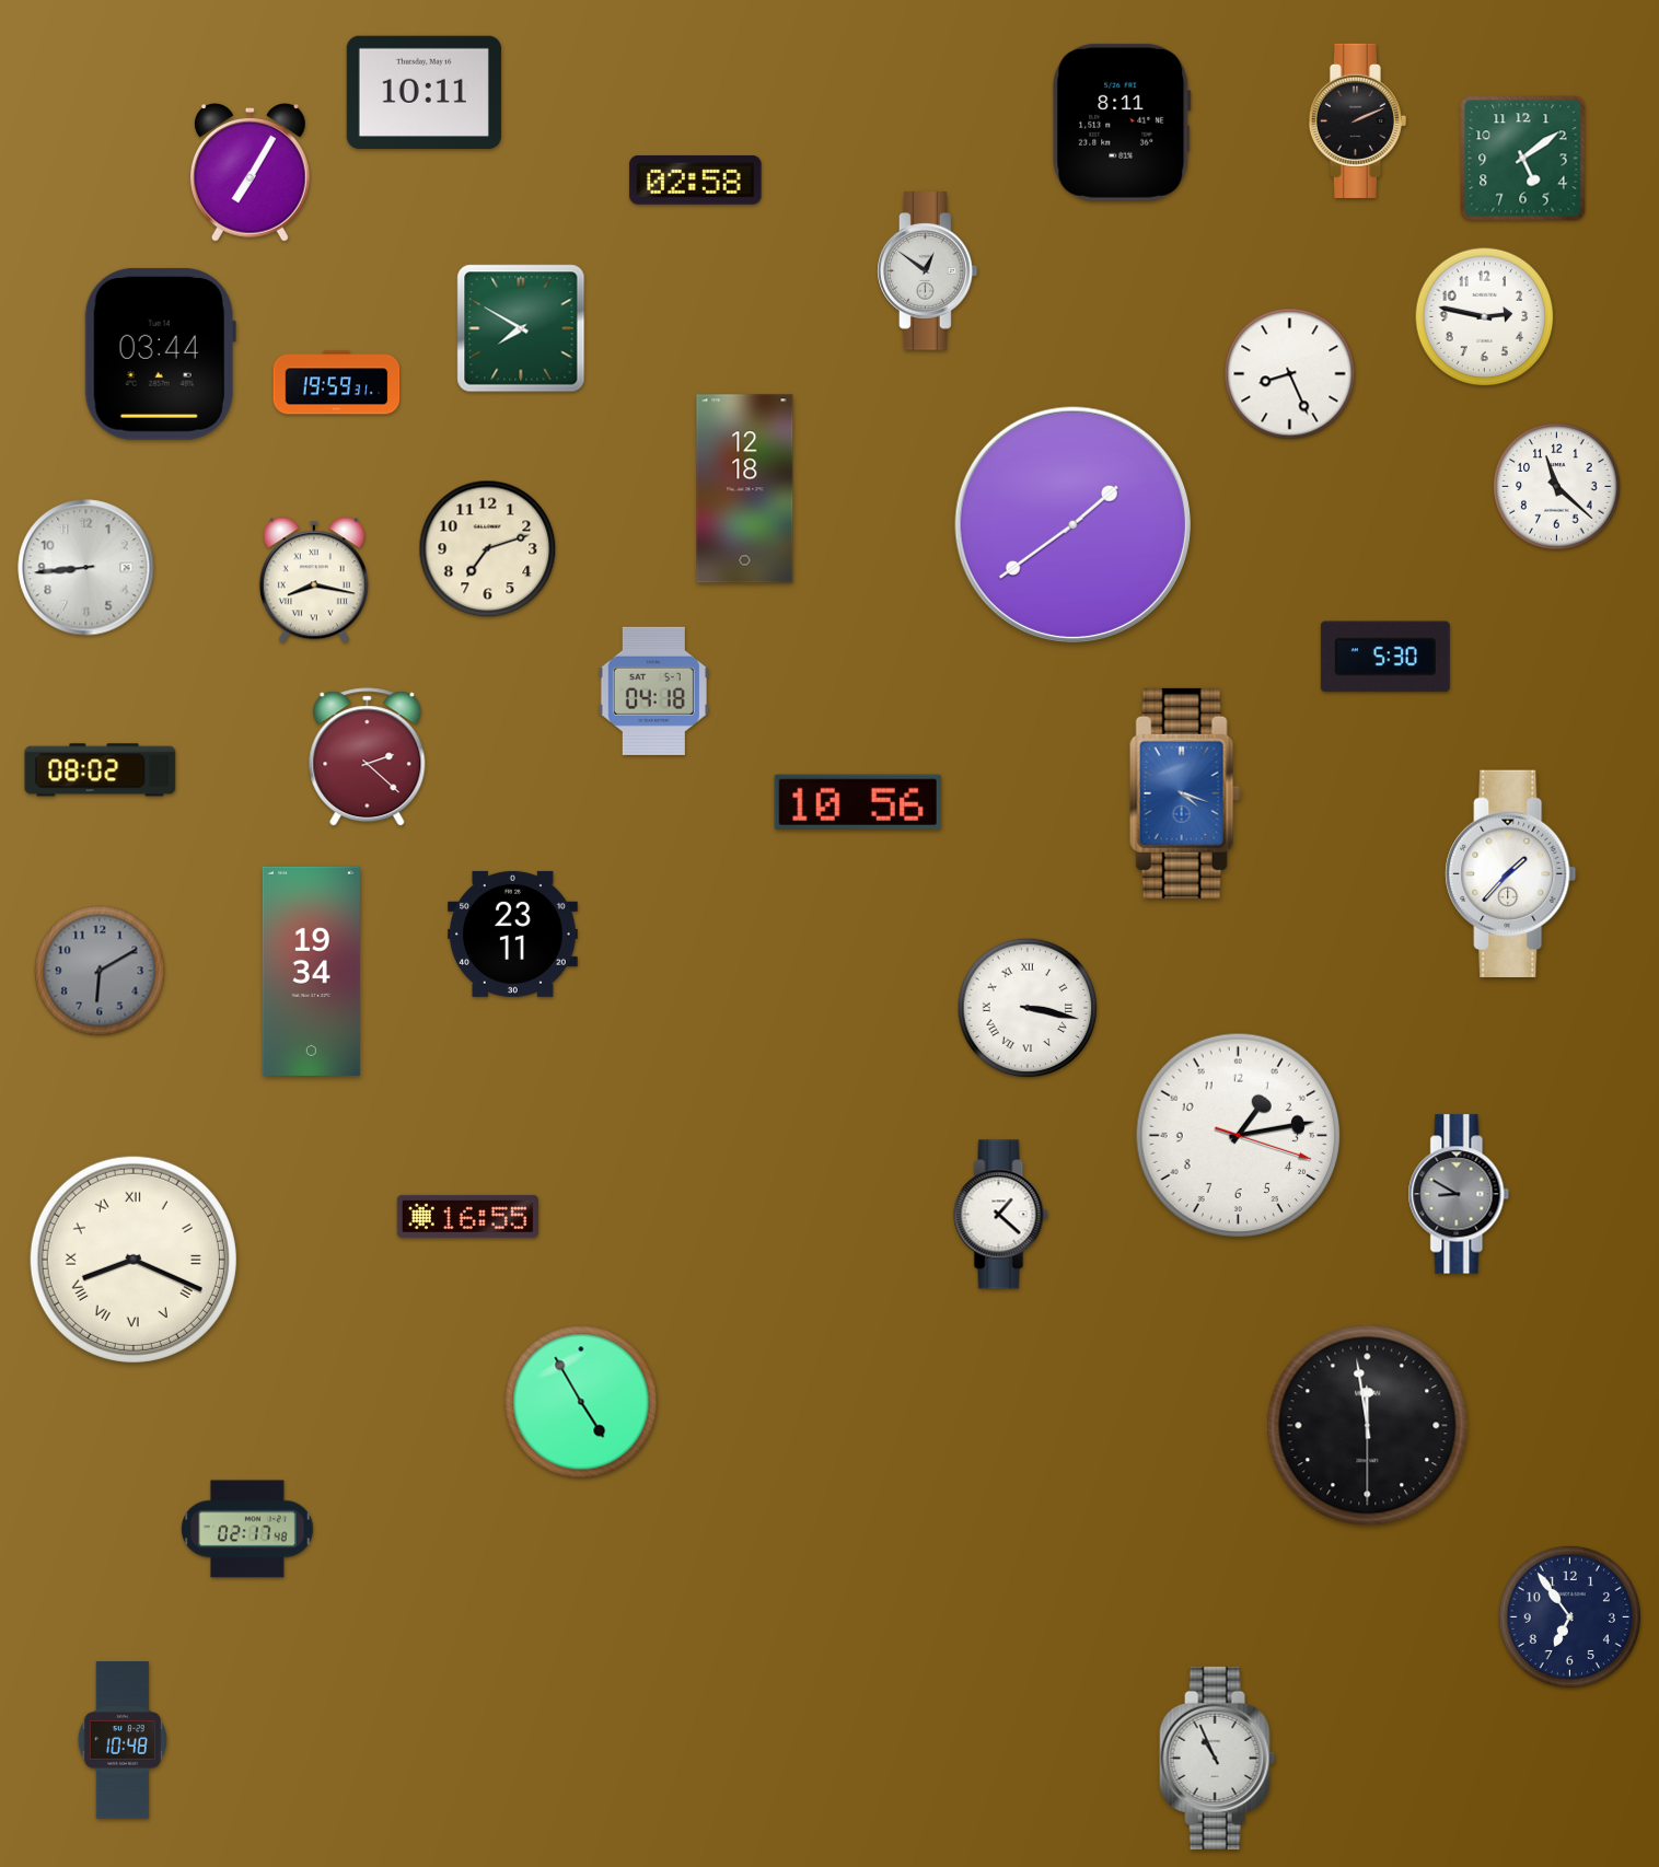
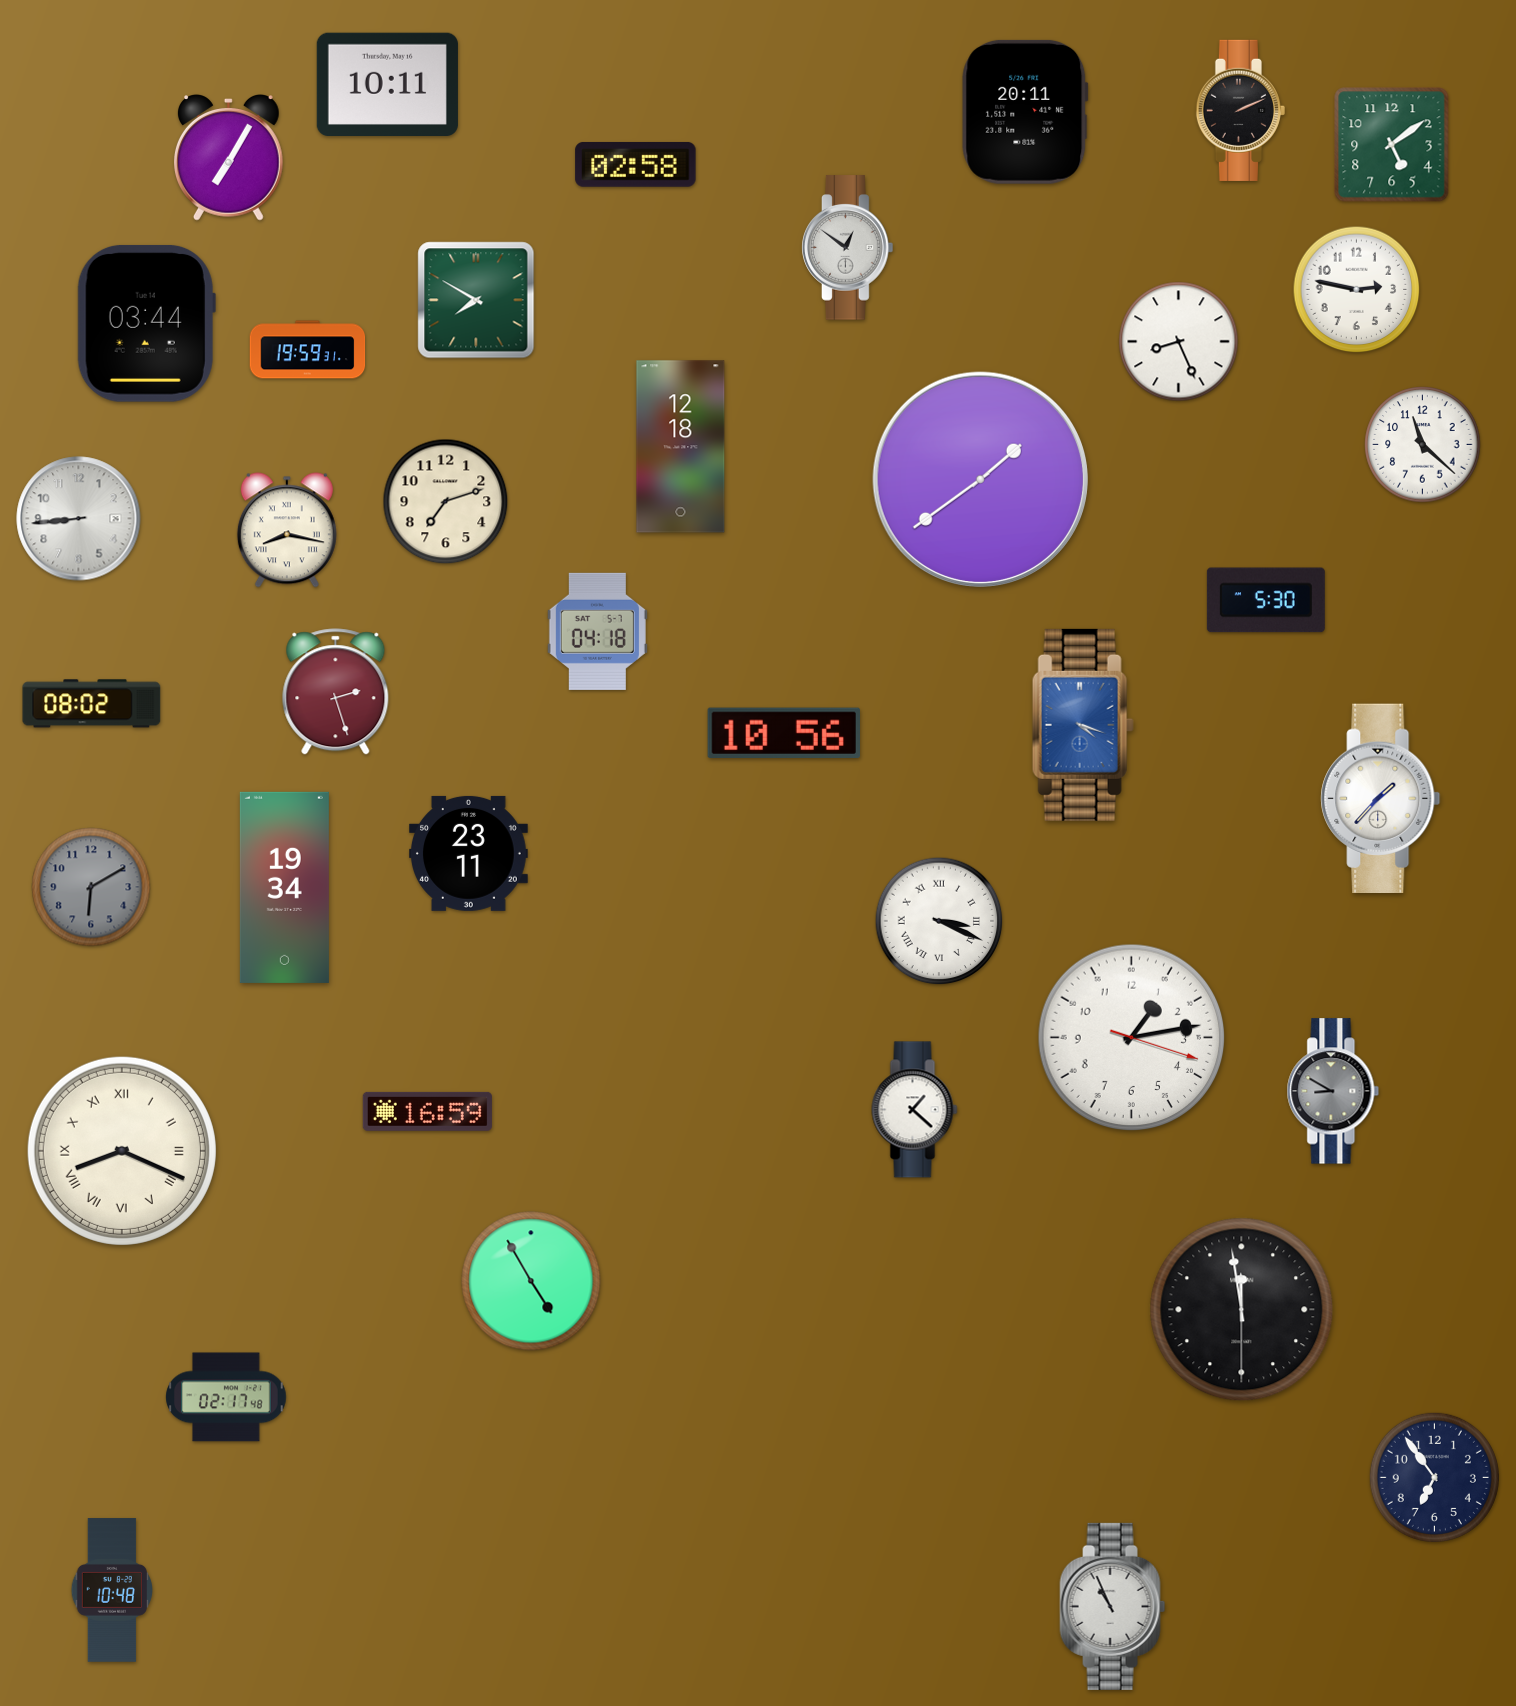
clock at (1122, 123): 8:11 -> 20:11
clock at (368, 757): 2:22 -> 2:27
clock at (1028, 1008): 3:17 -> 3:19
clock at (467, 1216): 16:55 -> 16:59
clock at (1368, 1426) position: (1368, 1426) -> (1242, 1310)
